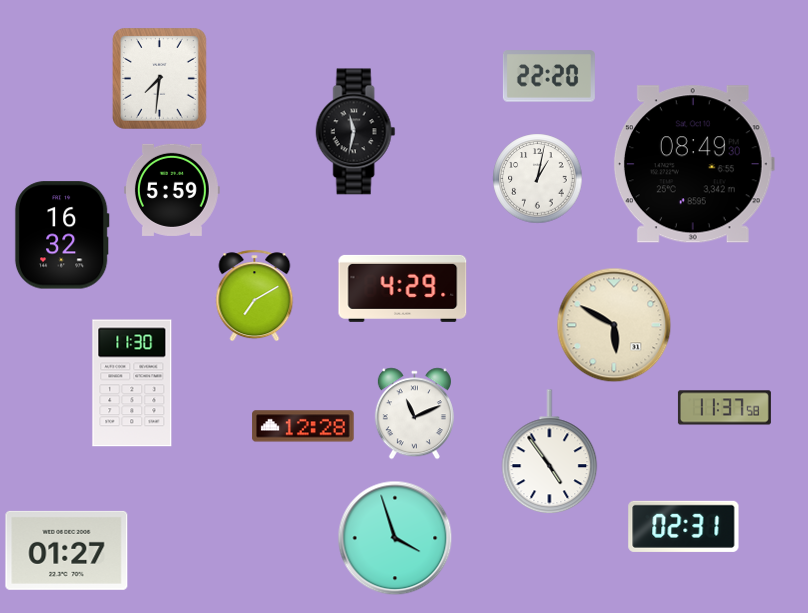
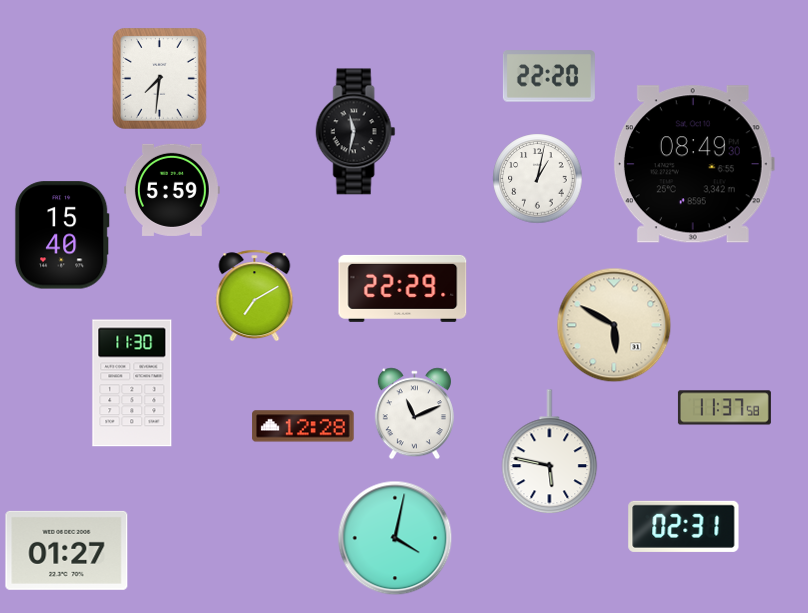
clock at (62, 235): 16:32 -> 15:40
clock at (403, 288): 4:29 -> 22:29
clock at (550, 452): 4:54 -> 5:47
clock at (395, 538): 3:57 -> 4:02
